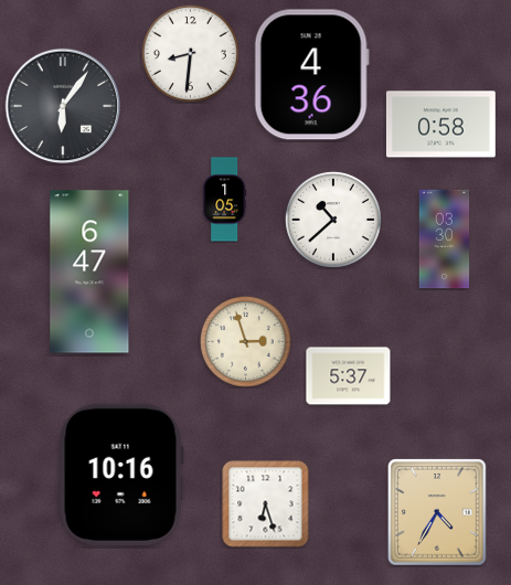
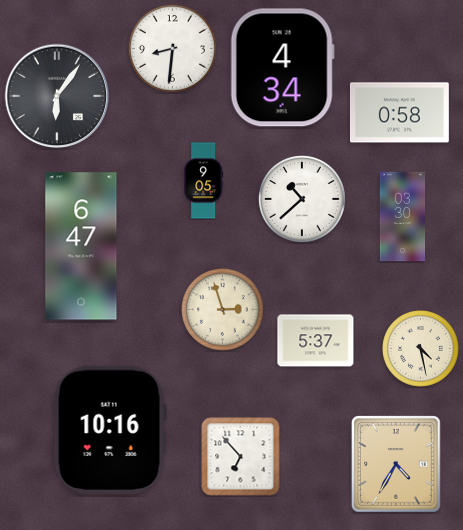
clock at (311, 75): 4:36 -> 4:34
clock at (225, 200): 1:05 -> 9:05
clock at (421, 349): none -> 4:28
clock at (266, 504): 6:27 -> 6:53
